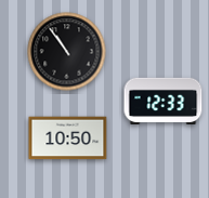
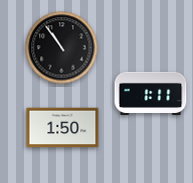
clock at (164, 101): 12:33 -> 1:11
clock at (68, 138): 10:50 -> 1:50
